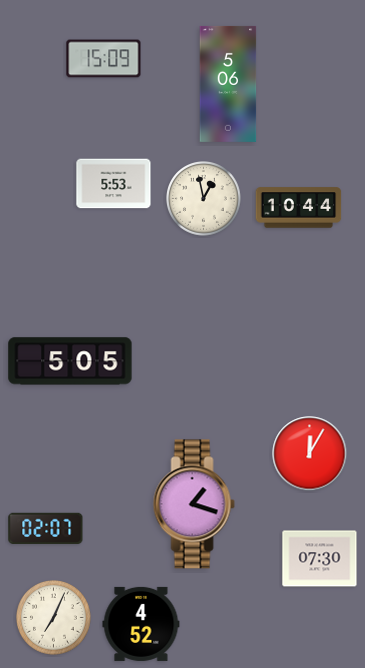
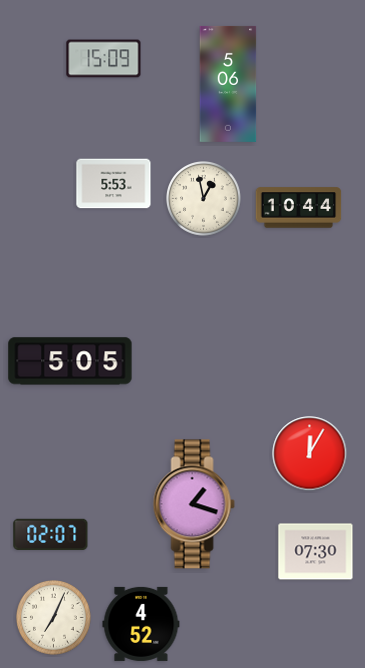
clock at (46, 528) position: (46, 528) -> (51, 534)
clock at (320, 559) position: (320, 559) -> (316, 552)
